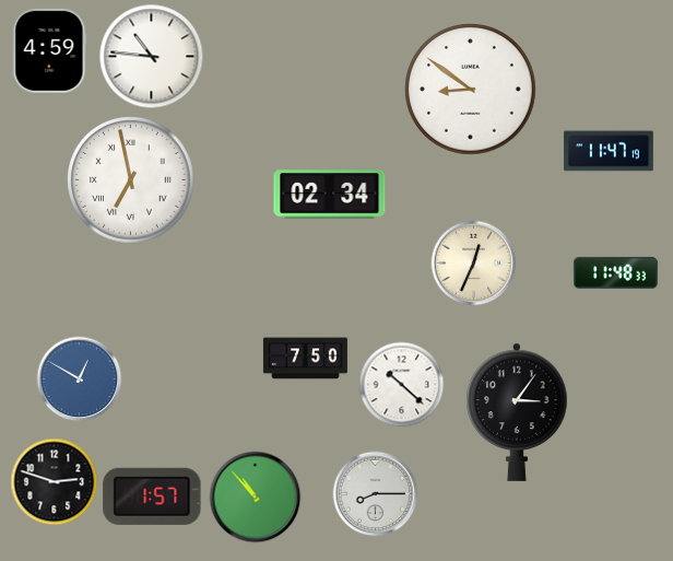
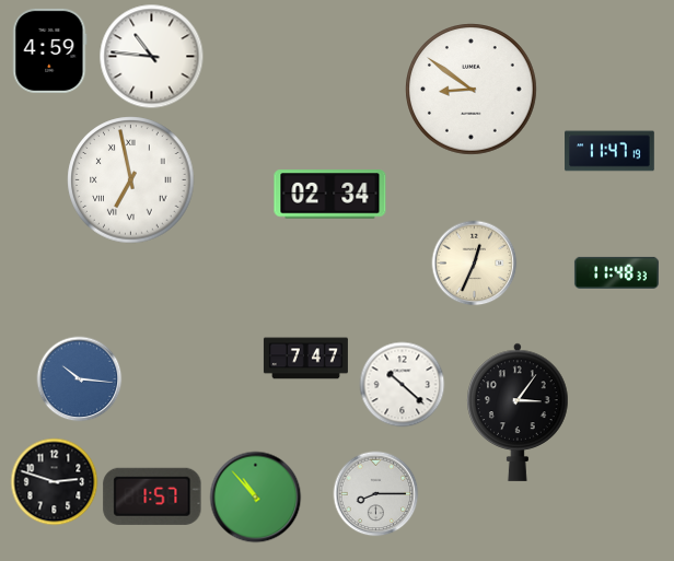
clock at (305, 359): 7:50 -> 7:47
clock at (79, 378): 12:50 -> 10:16
